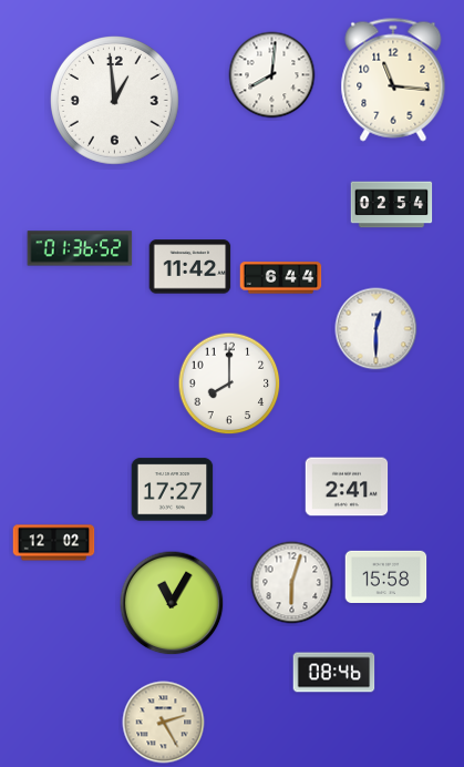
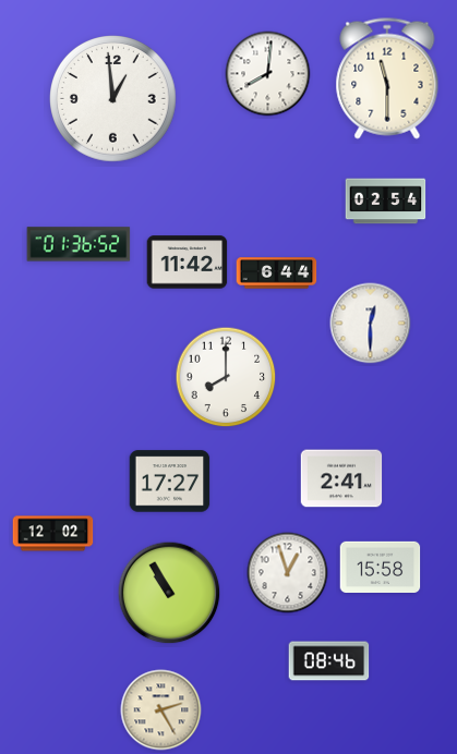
clock at (393, 80): 11:16 -> 11:30
clock at (292, 583): 6:03 -> 12:57
clock at (172, 603): 11:05 -> 10:55
